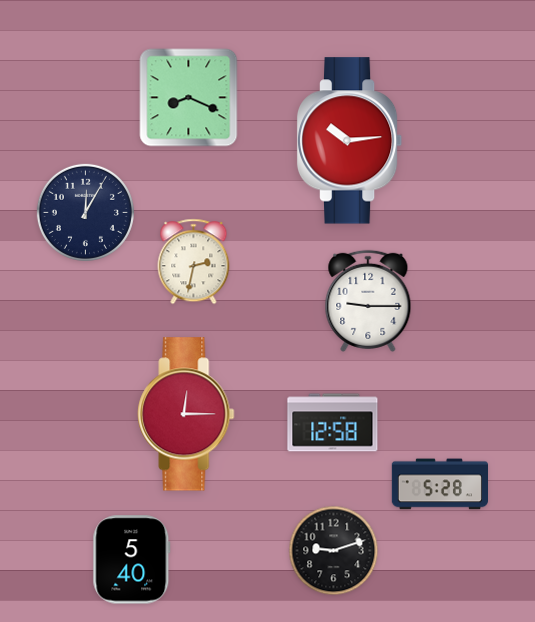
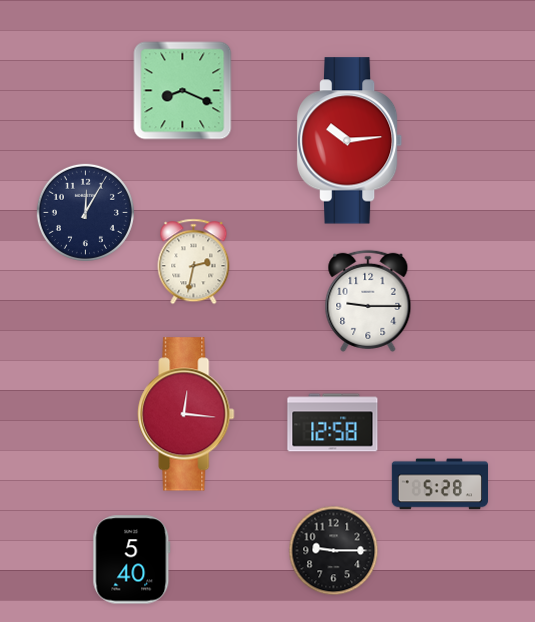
clock at (189, 98) position: (189, 98) -> (183, 91)
clock at (186, 414): 12:15 -> 12:16
clock at (334, 551): 9:12 -> 9:15
